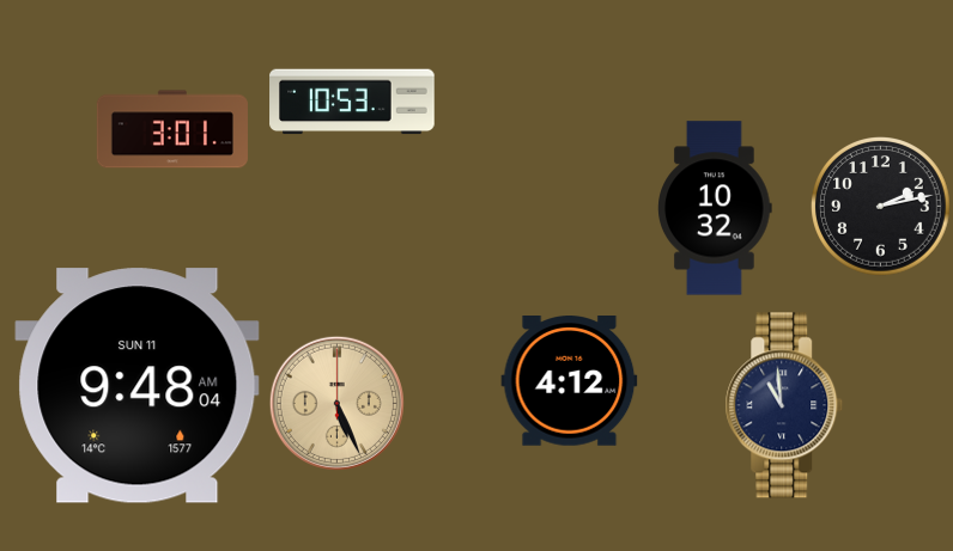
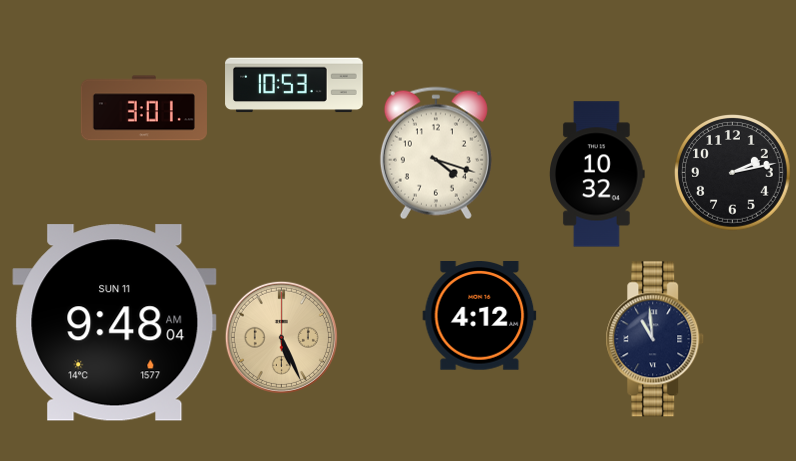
clock at (436, 153): none -> 4:18
clock at (881, 207) position: (881, 207) -> (733, 173)
clock at (570, 381) position: (570, 381) -> (480, 316)
